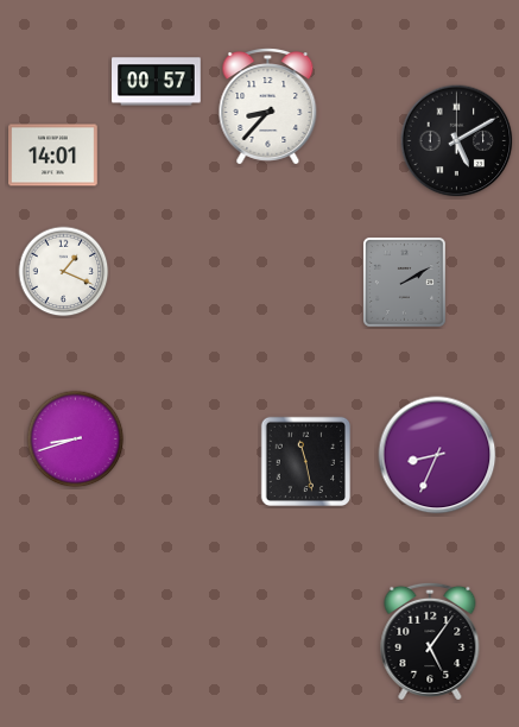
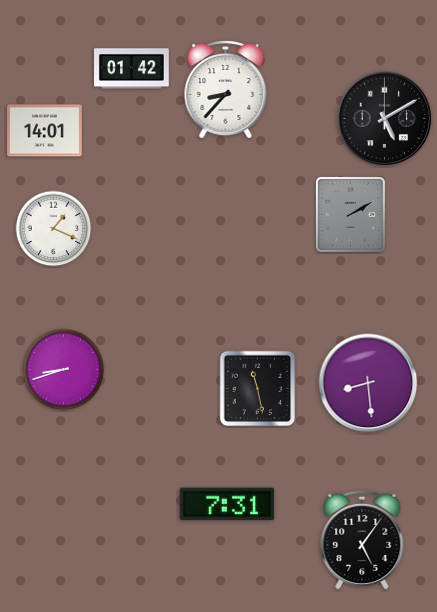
clock at (157, 82): 00:57 -> 01:42
clock at (404, 283) position: (404, 283) -> (350, 215)
clock at (437, 455): 8:34 -> 8:29
clock at (227, 504): none -> 7:31
